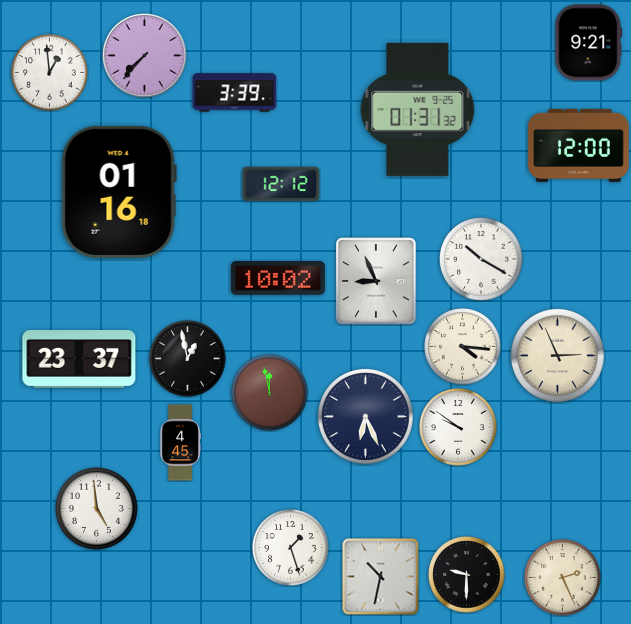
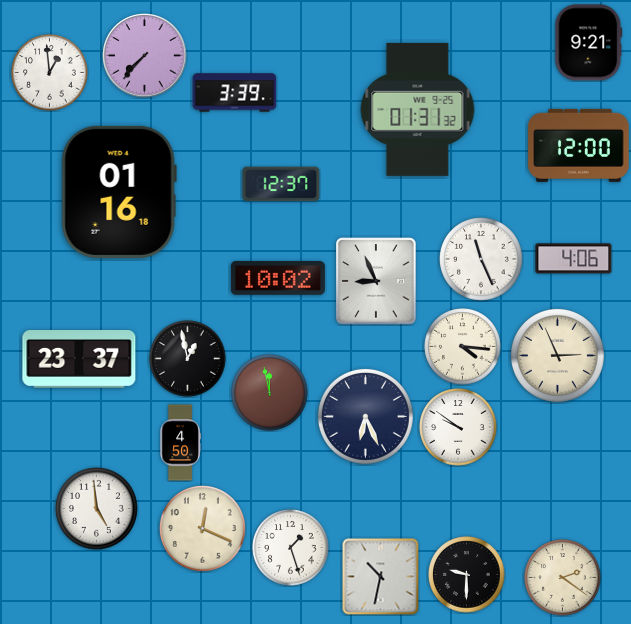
clock at (281, 184): 12:12 -> 12:37
clock at (481, 259): 10:20 -> 11:26
clock at (574, 259): none -> 4:06
clock at (180, 443): 4:45 -> 4:50
clock at (203, 529): none -> 12:19
clock at (563, 578): 2:26 -> 2:21
